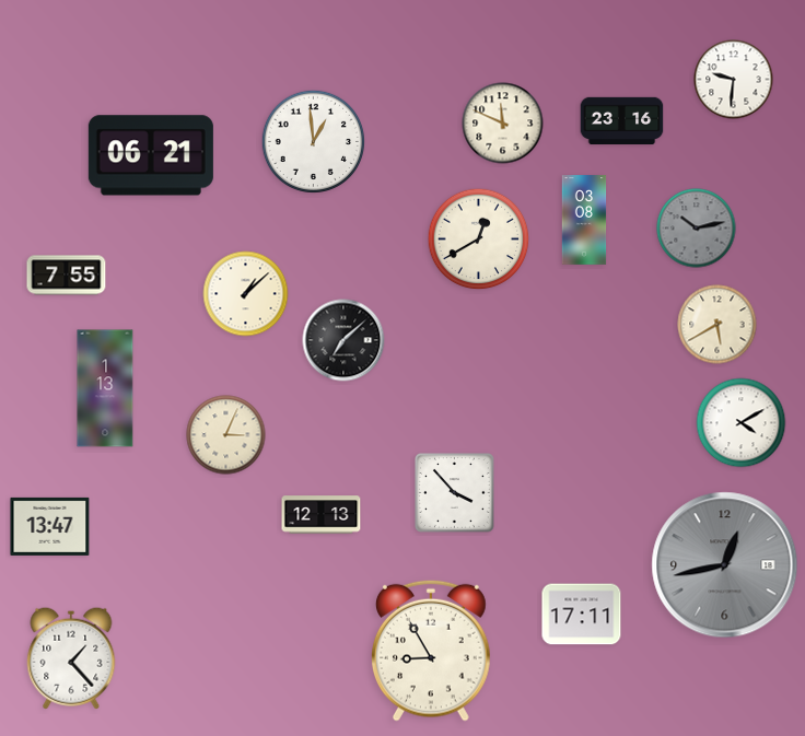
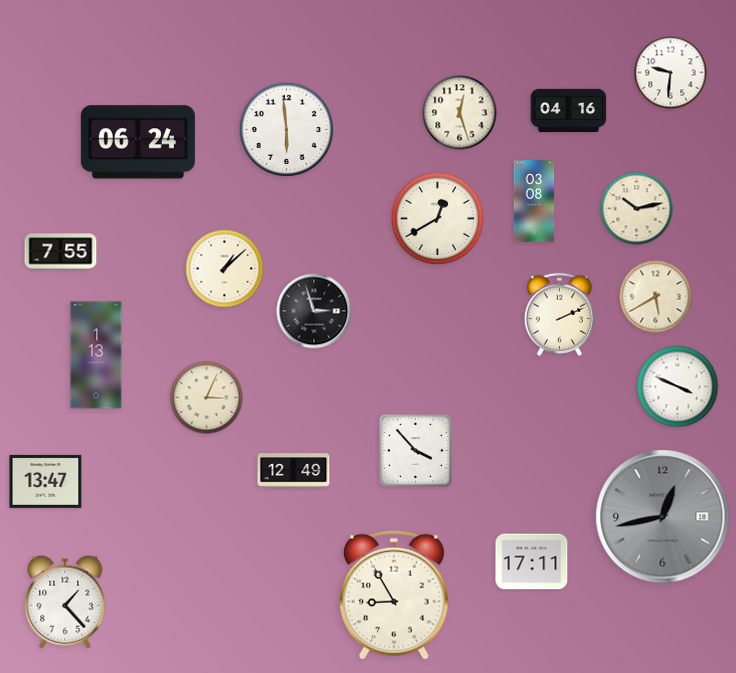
clock at (622, 121): 23:16 -> 04:16
clock at (503, 124): 11:49 -> 12:27
clock at (314, 142): 12:59 -> 5:59
clock at (151, 155): 06:21 -> 06:24
clock at (697, 229) dial: grey -> cream
clock at (343, 340): 7:08 -> 2:57
clock at (559, 314): none -> 2:11
clock at (742, 423): 4:10 -> 3:49
clock at (322, 515): 12:13 -> 12:49
